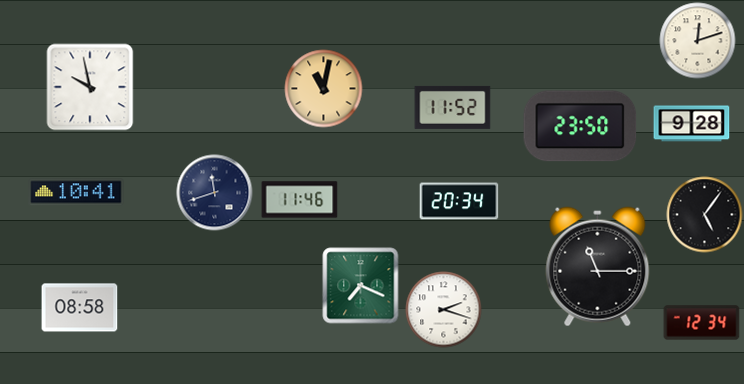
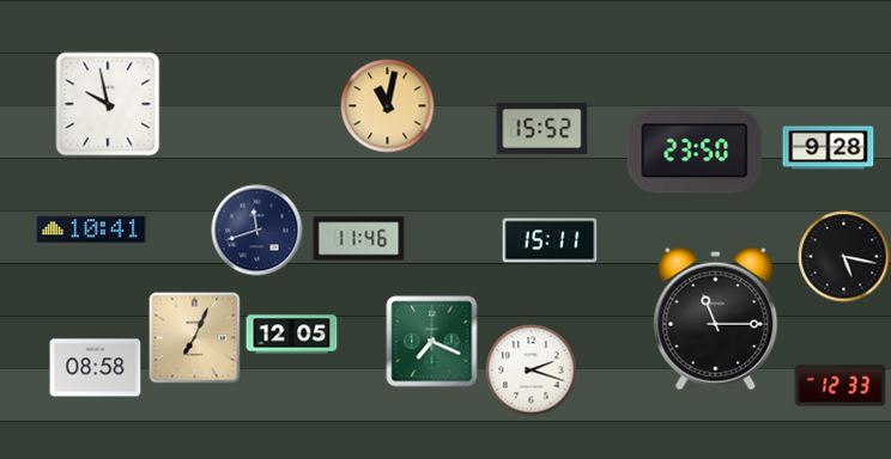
clock at (698, 41): 12:12 -> none
clock at (453, 107): 11:52 -> 15:52
clock at (459, 201): 20:34 -> 15:11
clock at (705, 215): 5:06 -> 5:17
clock at (292, 335): none -> 12:05
clock at (195, 338): none -> 7:04
clock at (702, 323): 12:34 -> 12:33
